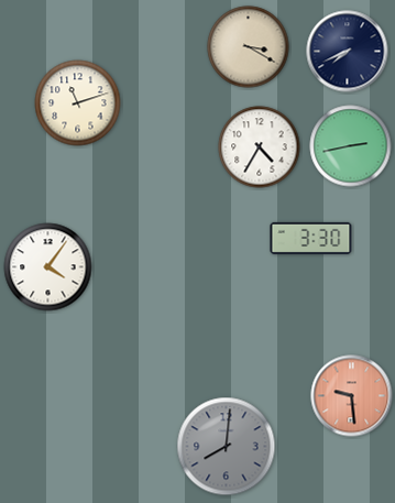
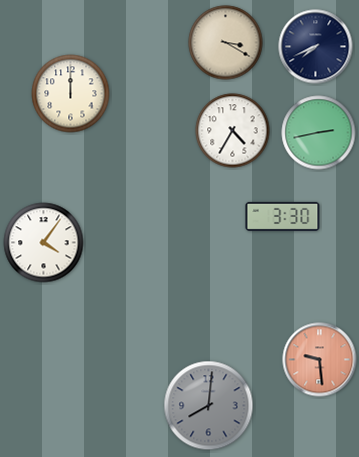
clock at (78, 103): 11:12 -> 12:00
clock at (260, 147) position: (260, 147) -> (233, 131)
clock at (227, 447) position: (227, 447) -> (209, 406)
